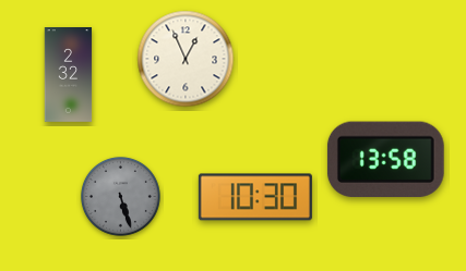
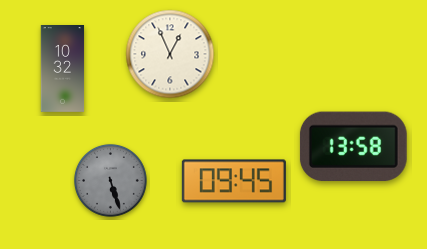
clock at (69, 75): 2:32 -> 10:32
clock at (255, 197): 10:30 -> 09:45
